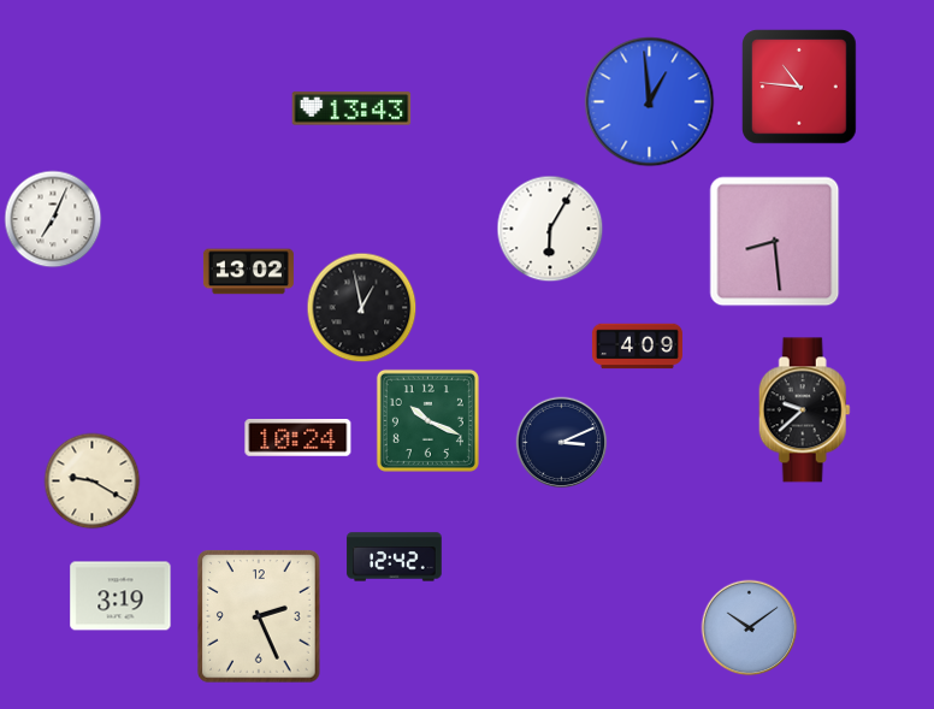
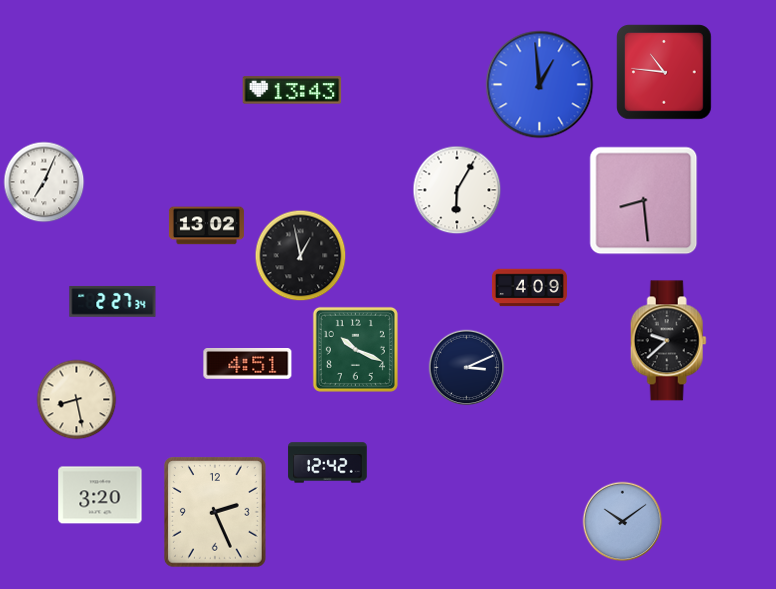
clock at (113, 301): none -> 2:27
clock at (298, 438): 10:24 -> 4:51
clock at (93, 481): 9:20 -> 8:28
clock at (120, 596): 3:19 -> 3:20
